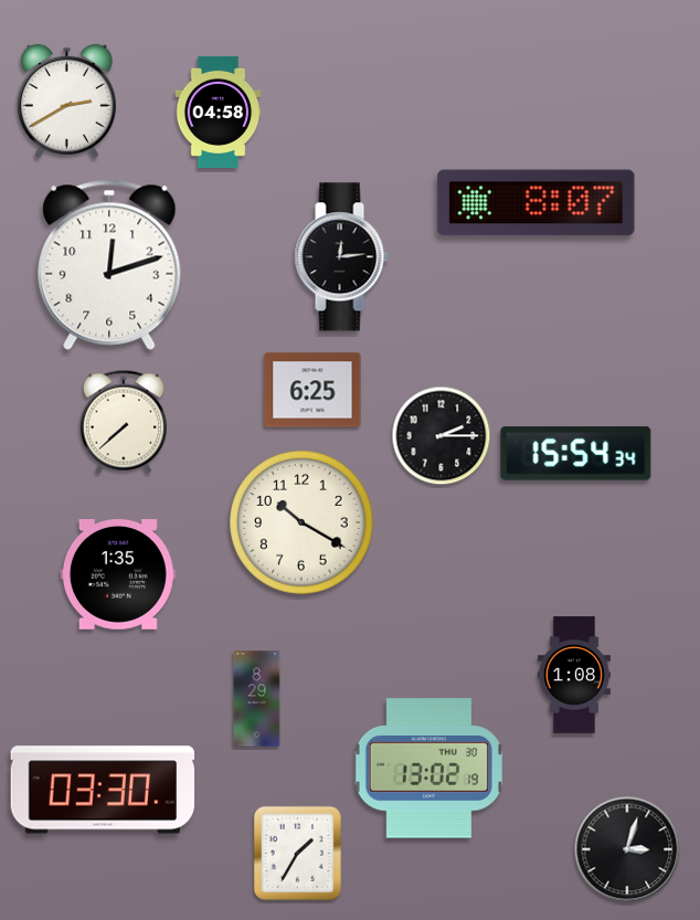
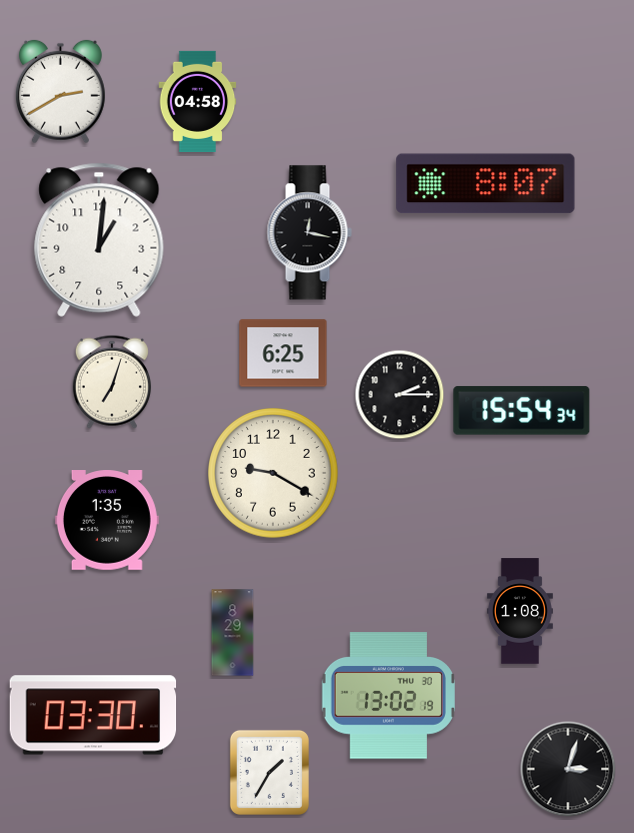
clock at (341, 257): 12:14 -> 12:17
clock at (109, 265): 12:12 -> 1:01
clock at (124, 422): 7:38 -> 7:03
clock at (301, 522): 10:20 -> 9:20
